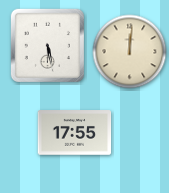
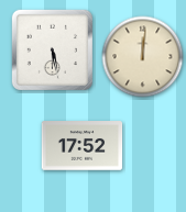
clock at (75, 133): 17:55 -> 17:52
